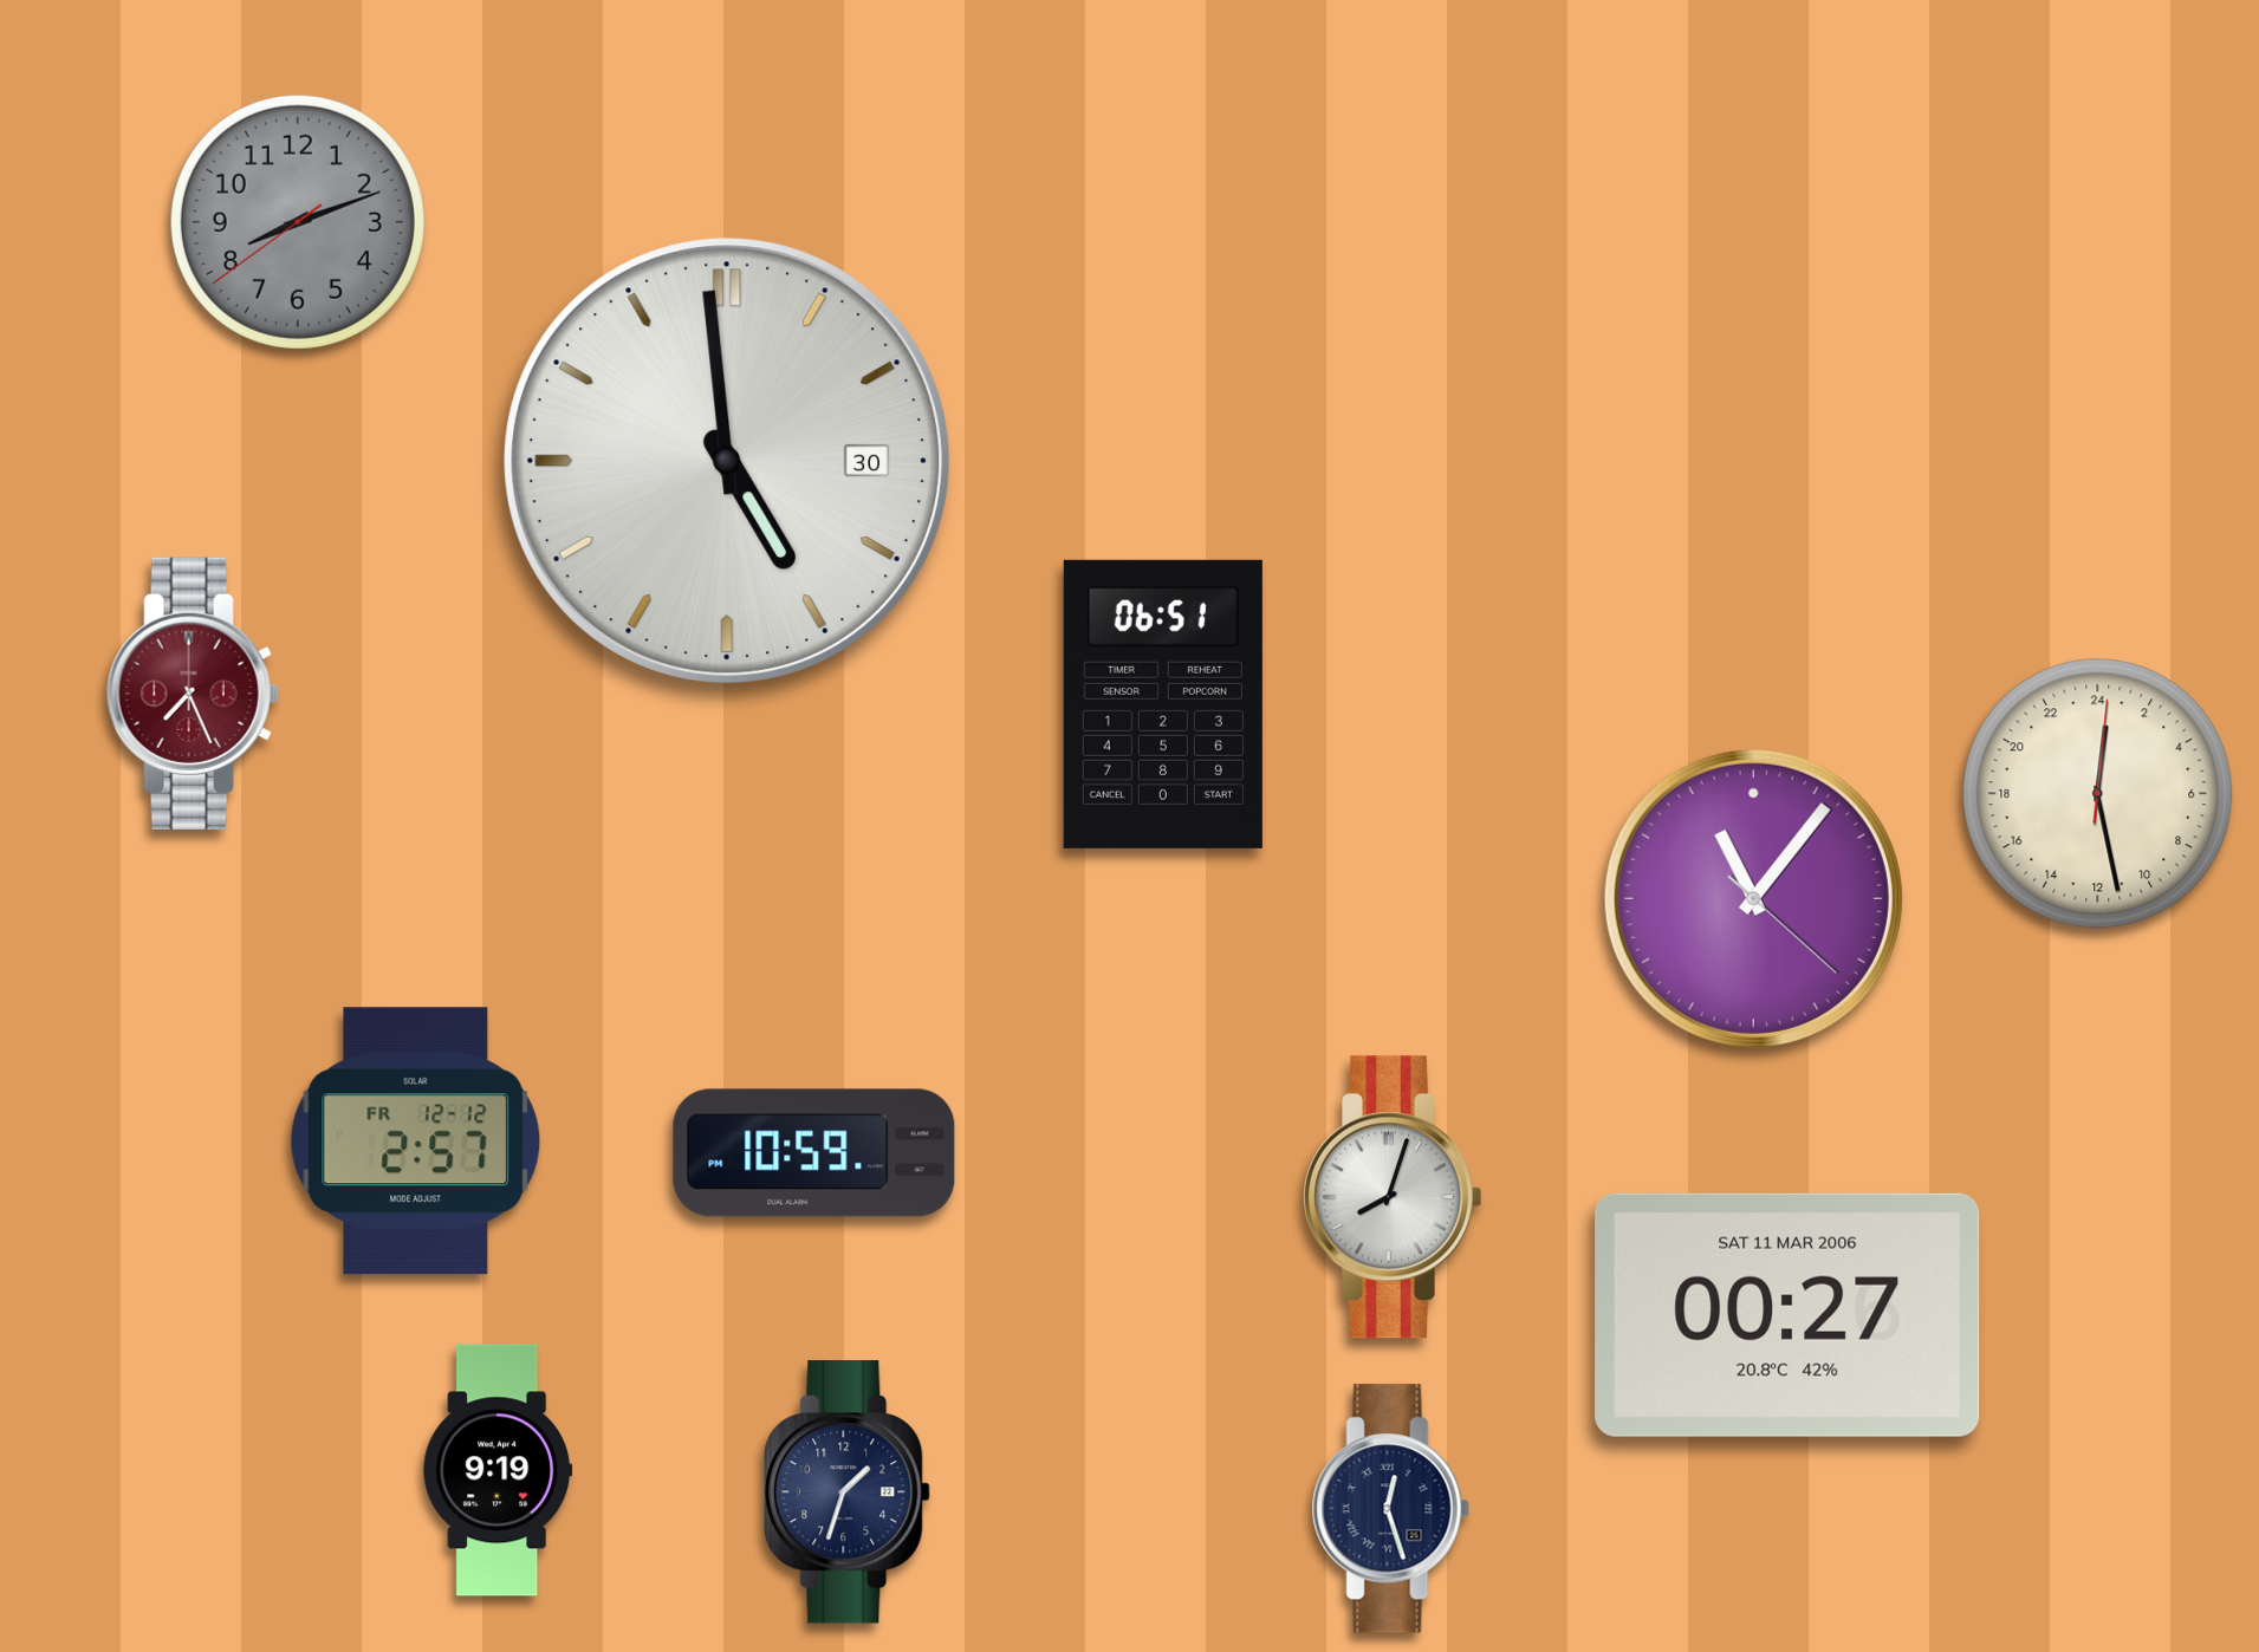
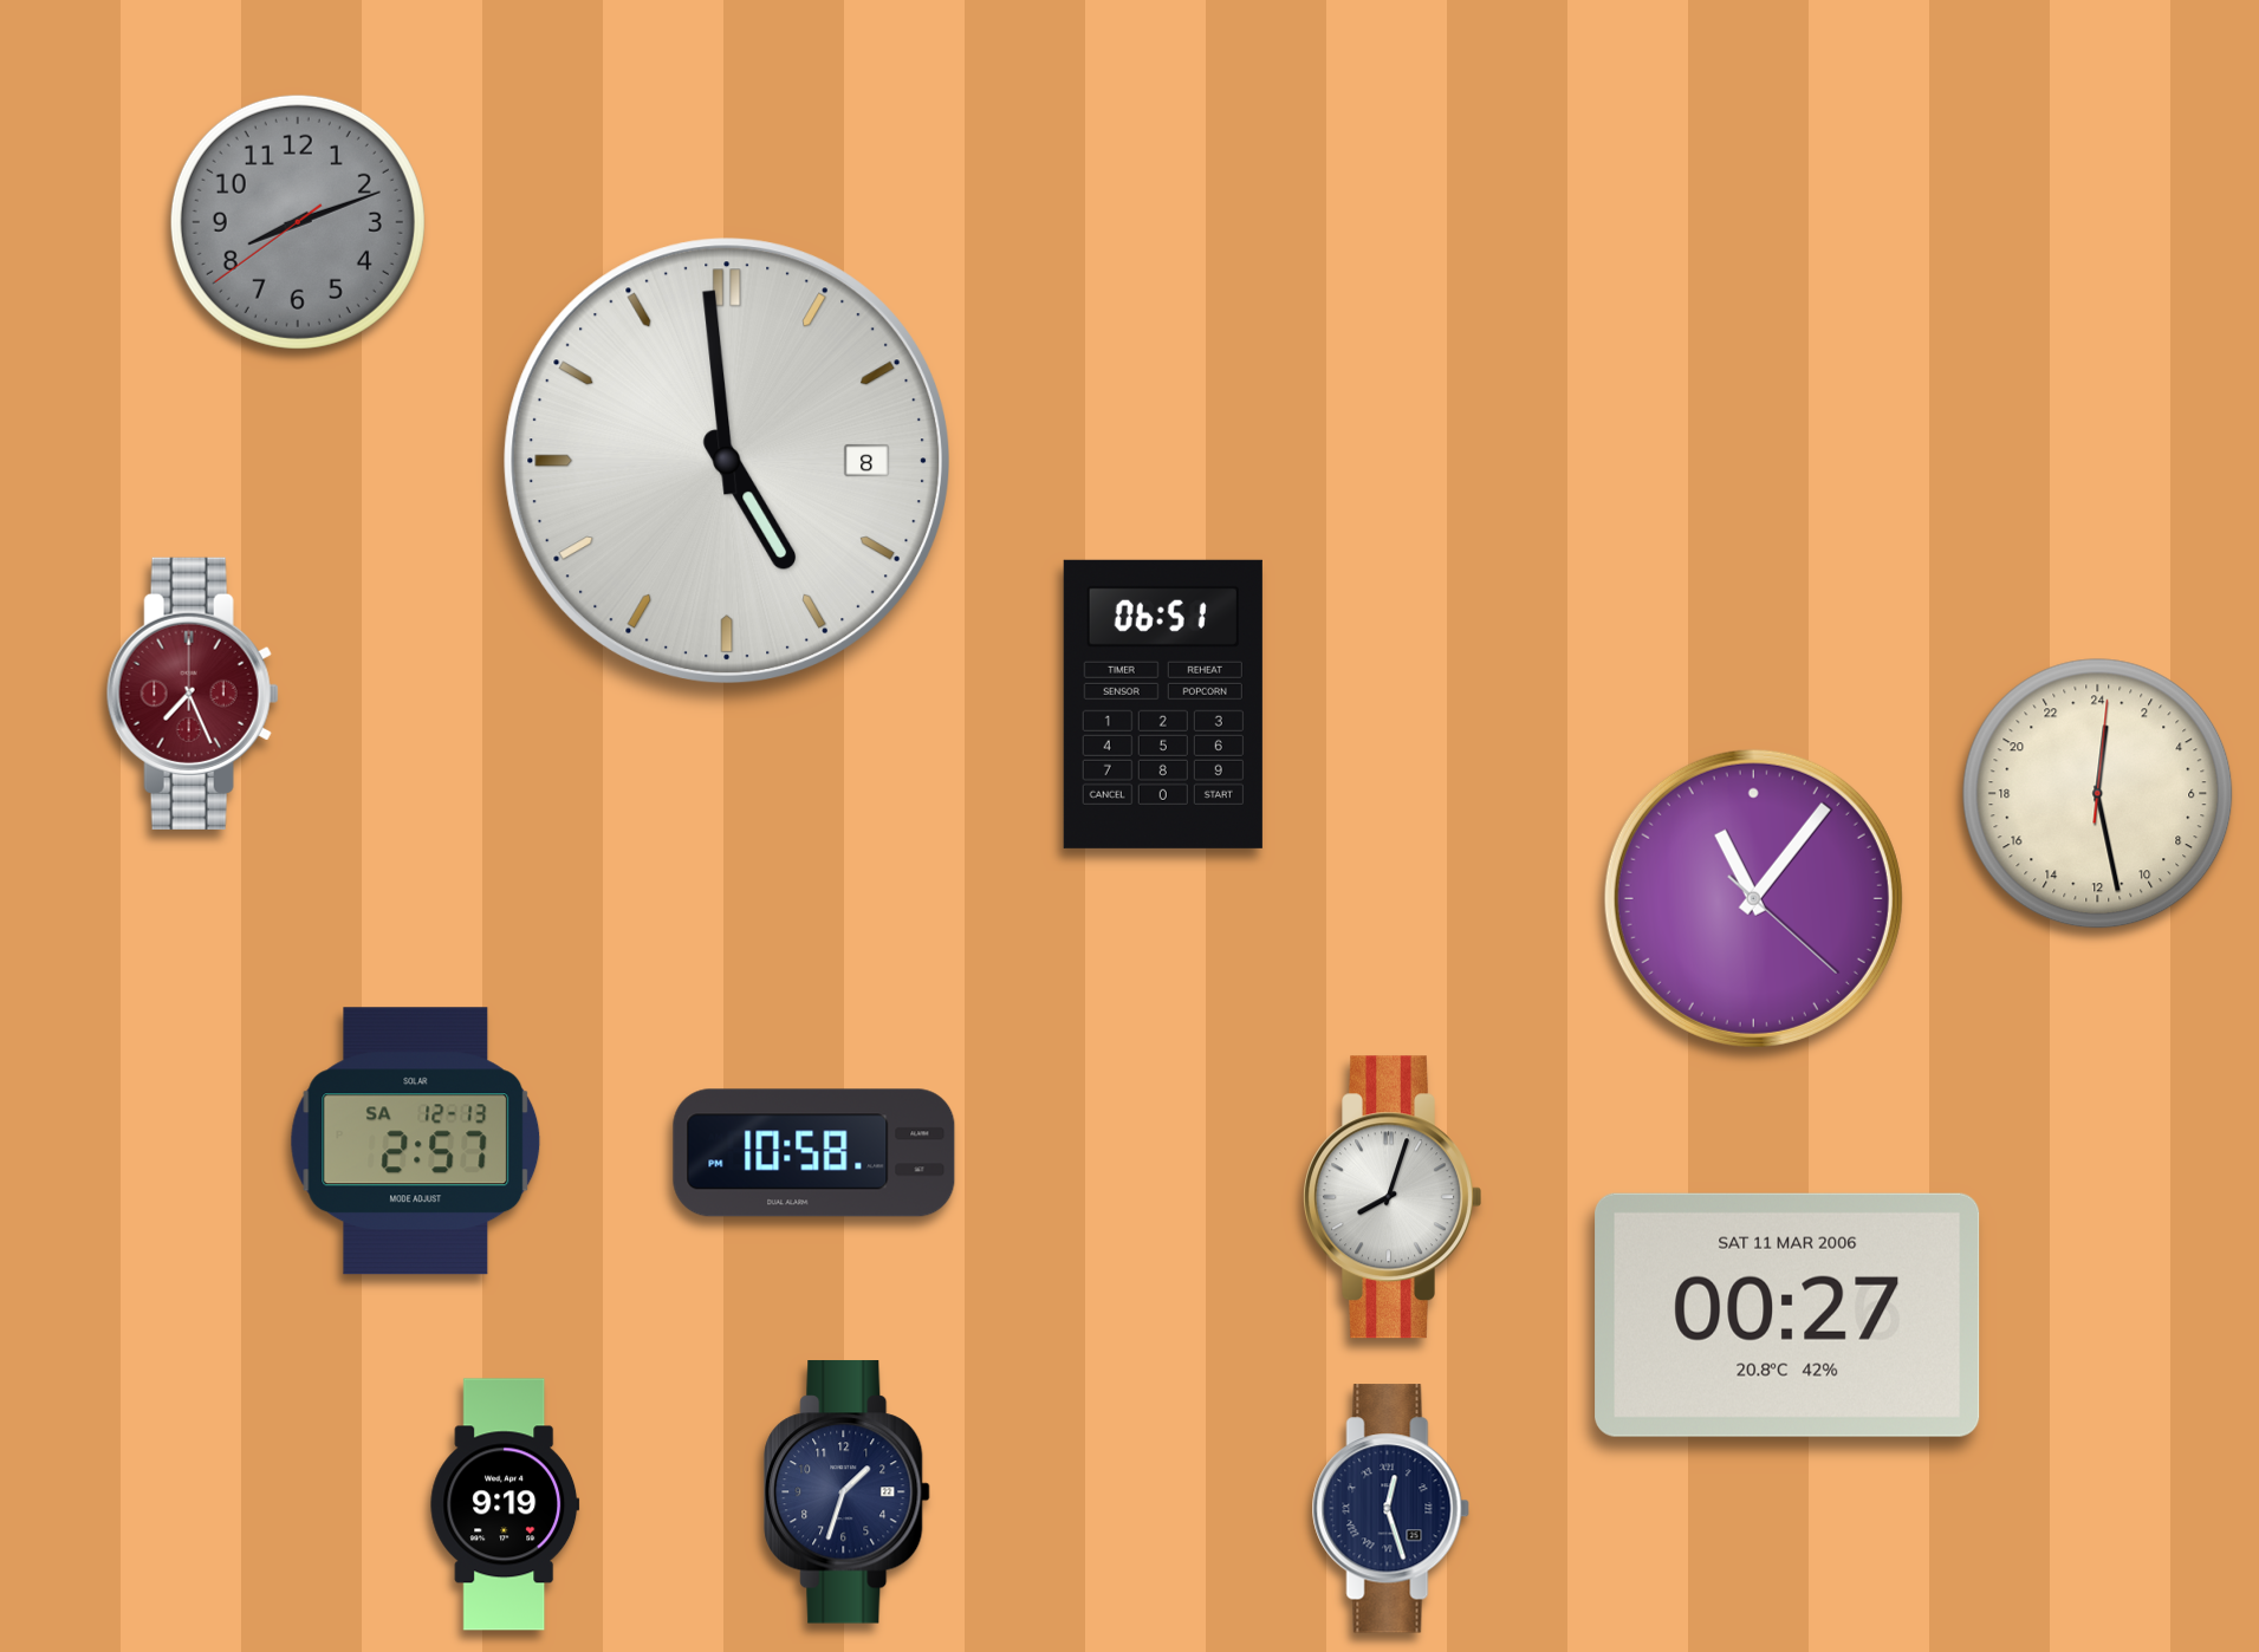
clock at (726, 460) date: 30 -> 8
clock at (416, 1142) date: FR 12-12 -> SA 12-13
clock at (814, 1153): 10:59 -> 10:58
clock at (498, 1470) position: (498, 1470) -> (505, 1504)
